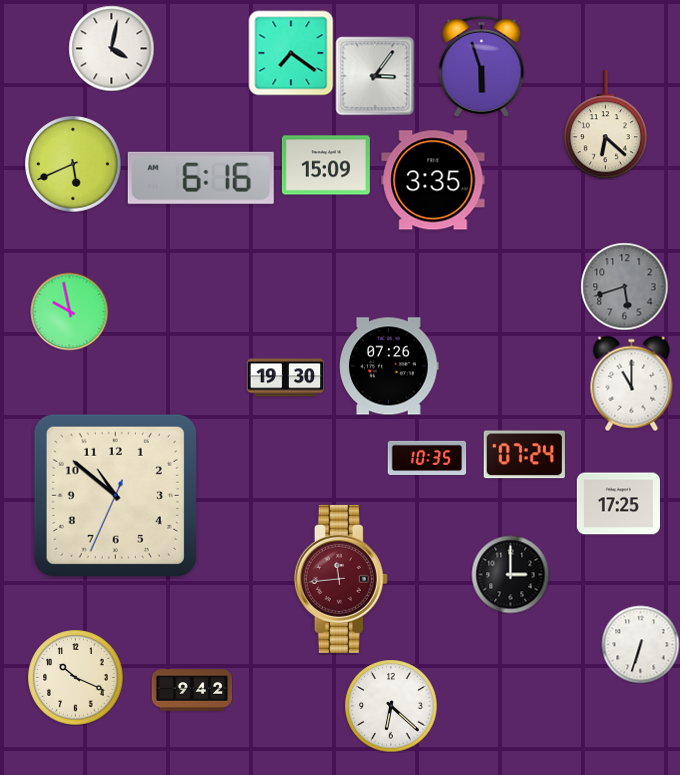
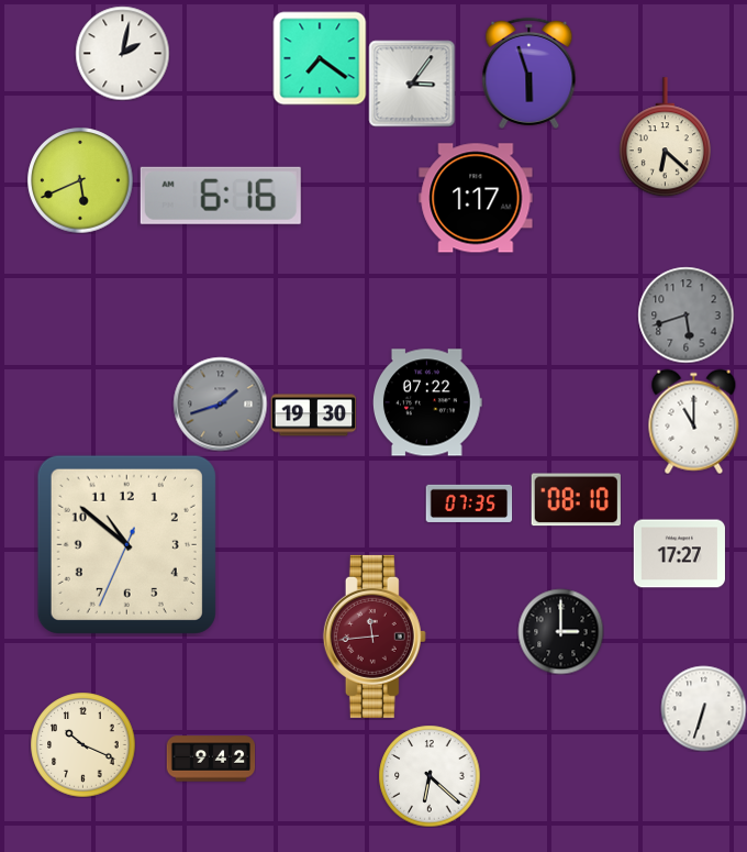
clock at (111, 48): 4:02 -> 2:02
clock at (326, 165): 15:09 -> none
clock at (433, 180): 3:35 -> 1:17
clock at (69, 311): 9:58 -> none
clock at (390, 366): 07:26 -> 07:22
clock at (220, 403): none -> 1:42
clock at (524, 455): 07:24 -> 08:10
clock at (427, 458): 10:35 -> 07:35
clock at (618, 504): 17:25 -> 17:27
